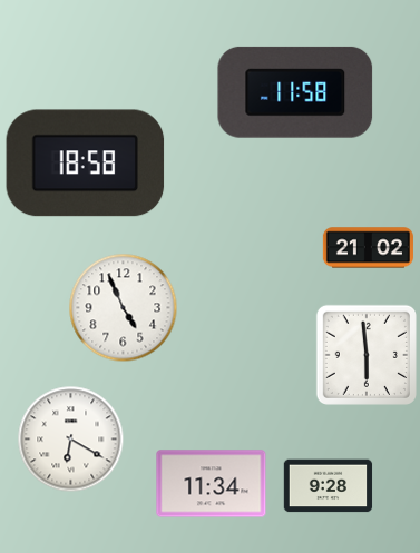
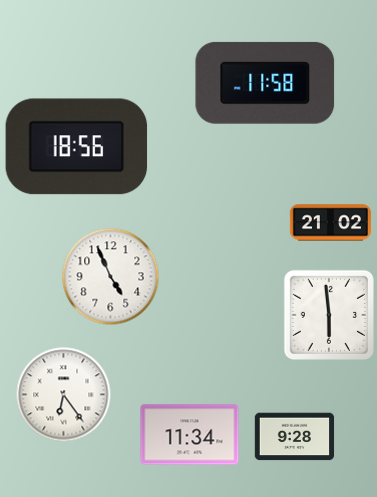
clock at (86, 164): 18:58 -> 18:56
clock at (367, 355) position: (367, 355) -> (329, 315)
clock at (71, 440): 6:20 -> 6:24
